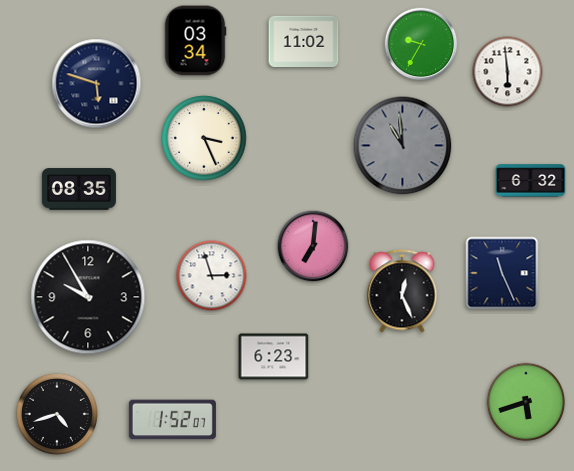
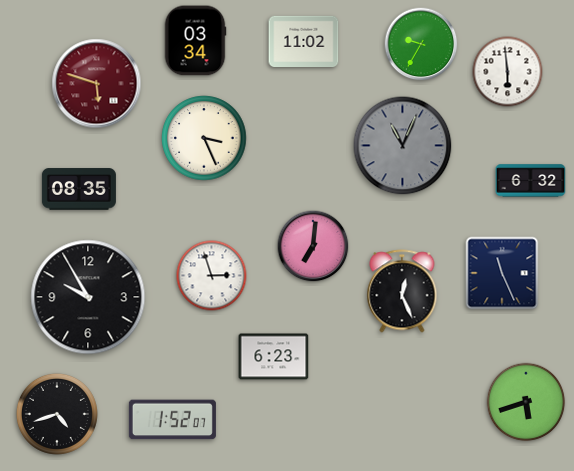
clock at (97, 84) dial: navy -> burgundy
clock at (403, 146): 10:59 -> 11:04
